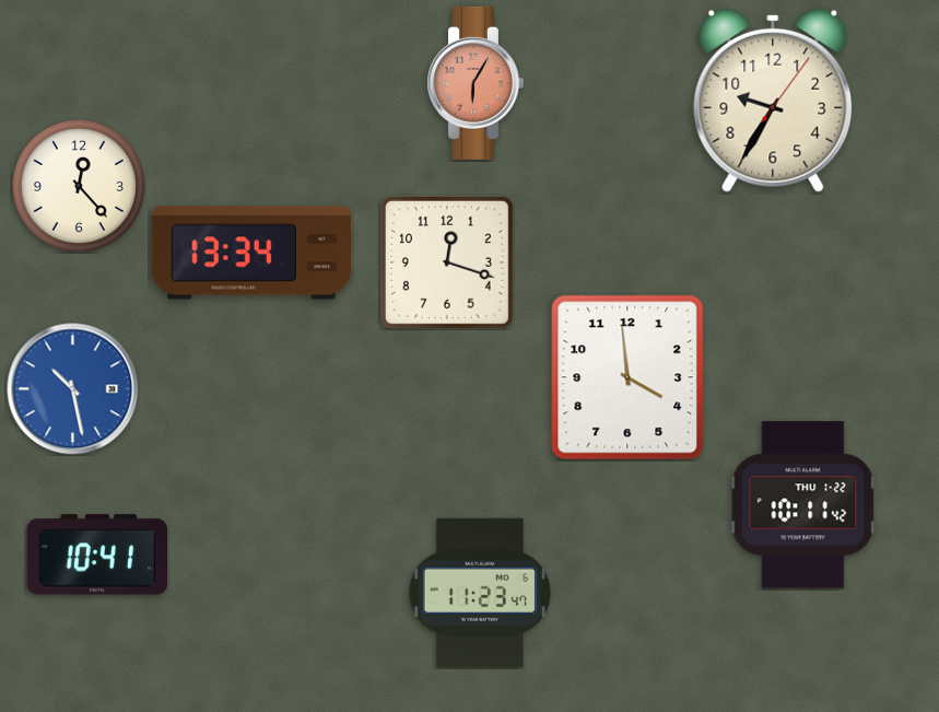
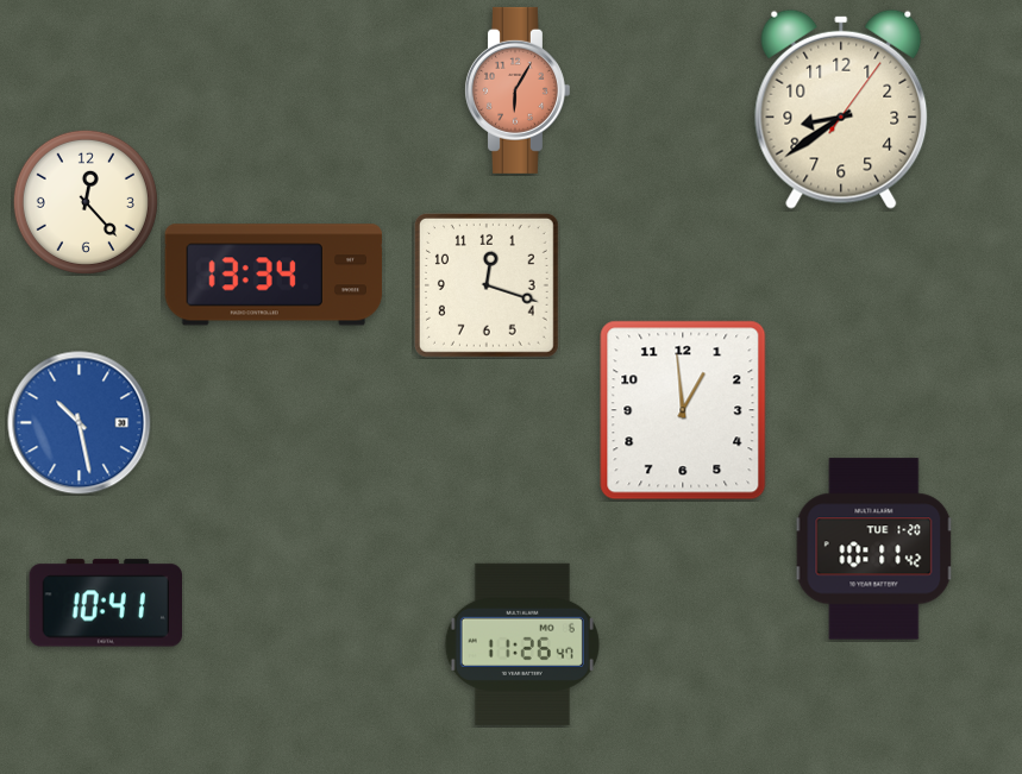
clock at (773, 101): 9:35 -> 8:39
clock at (627, 377): 3:59 -> 12:59
clock at (803, 505) date: THU 1-22 -> TUE 1-20
clock at (480, 593): 11:23 -> 11:26
